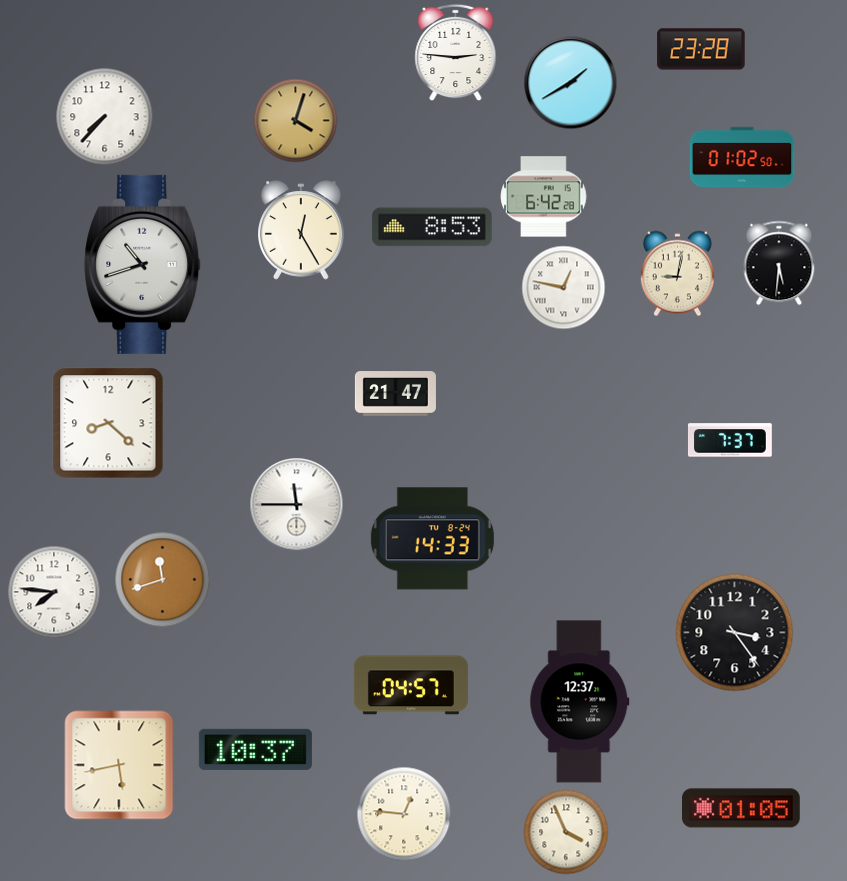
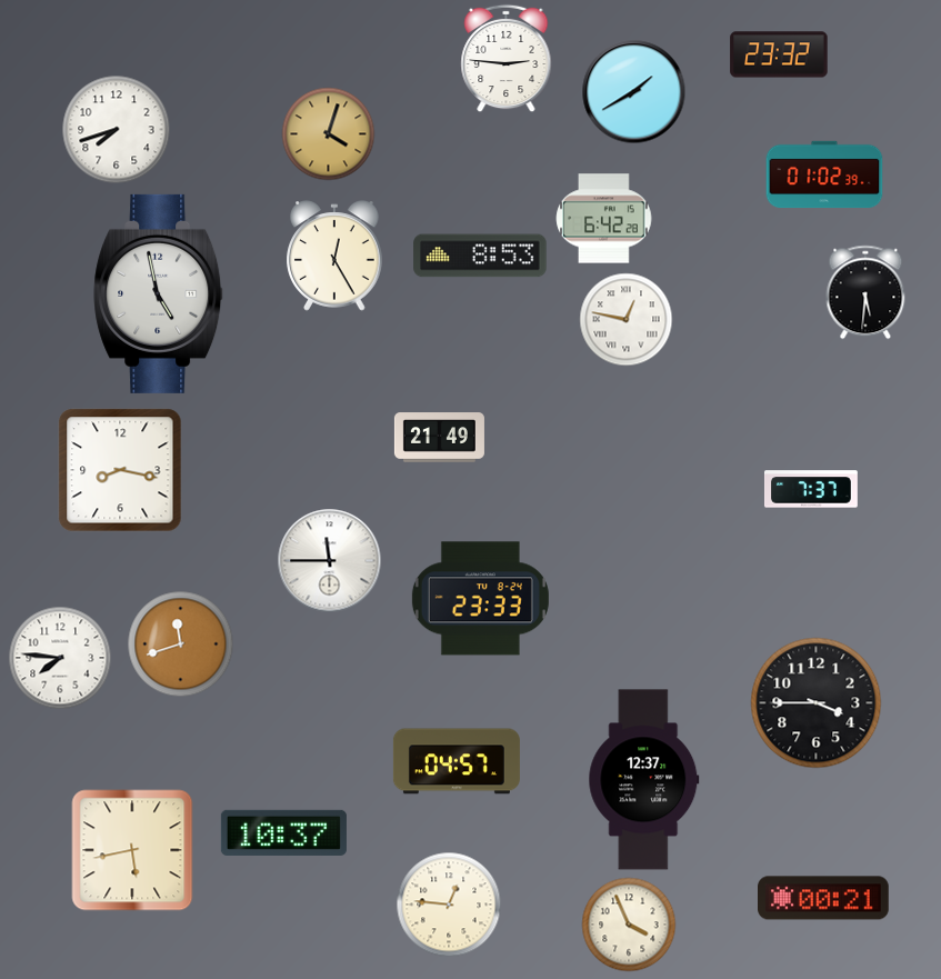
clock at (701, 49): 23:28 -> 23:32
clock at (105, 117): 7:37 -> 7:42
clock at (742, 157): 01:02:50 -> 01:02:39
clock at (432, 227) position: (432, 227) -> (480, 256)
clock at (143, 264): 10:42 -> 4:58
clock at (677, 274): 9:02 -> none
clock at (395, 394): 21:47 -> 21:49
clock at (108, 423): 8:22 -> 8:17
clock at (432, 539): 14:33 -> 23:33
clock at (735, 633): 3:24 -> 3:45
clock at (742, 808): 01:05 -> 00:21
